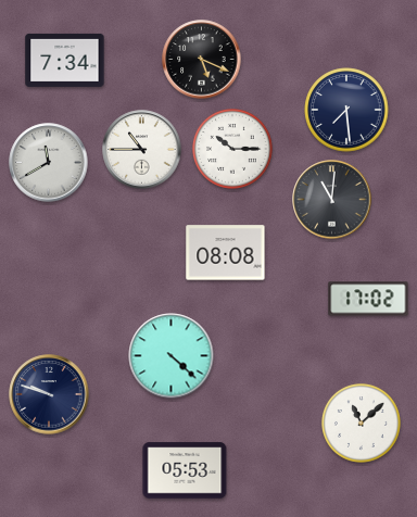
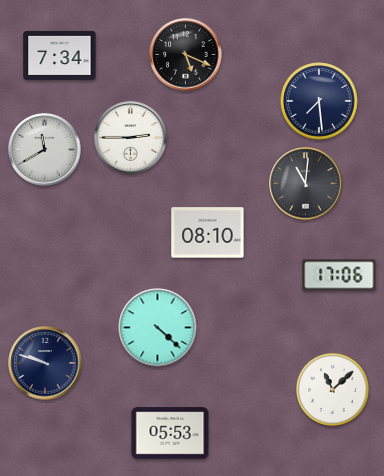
clock at (142, 150): 10:45 -> 2:45
clock at (233, 150): 10:15 -> none
clock at (226, 253): 08:08 -> 08:10
clock at (368, 299): 17:02 -> 17:06
